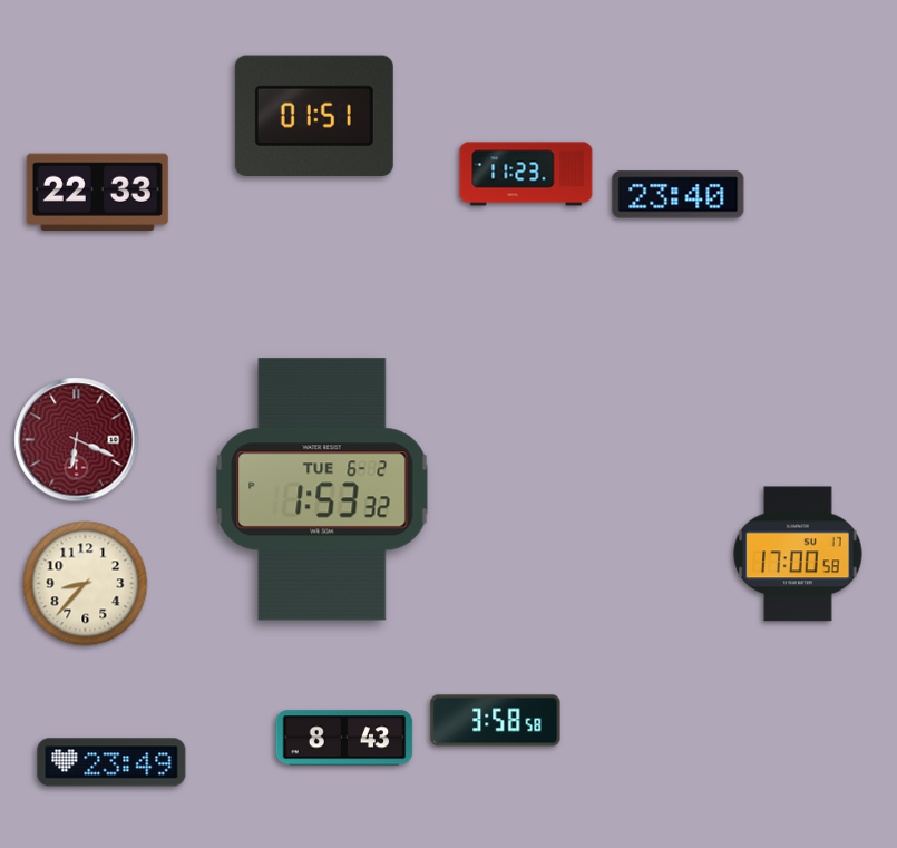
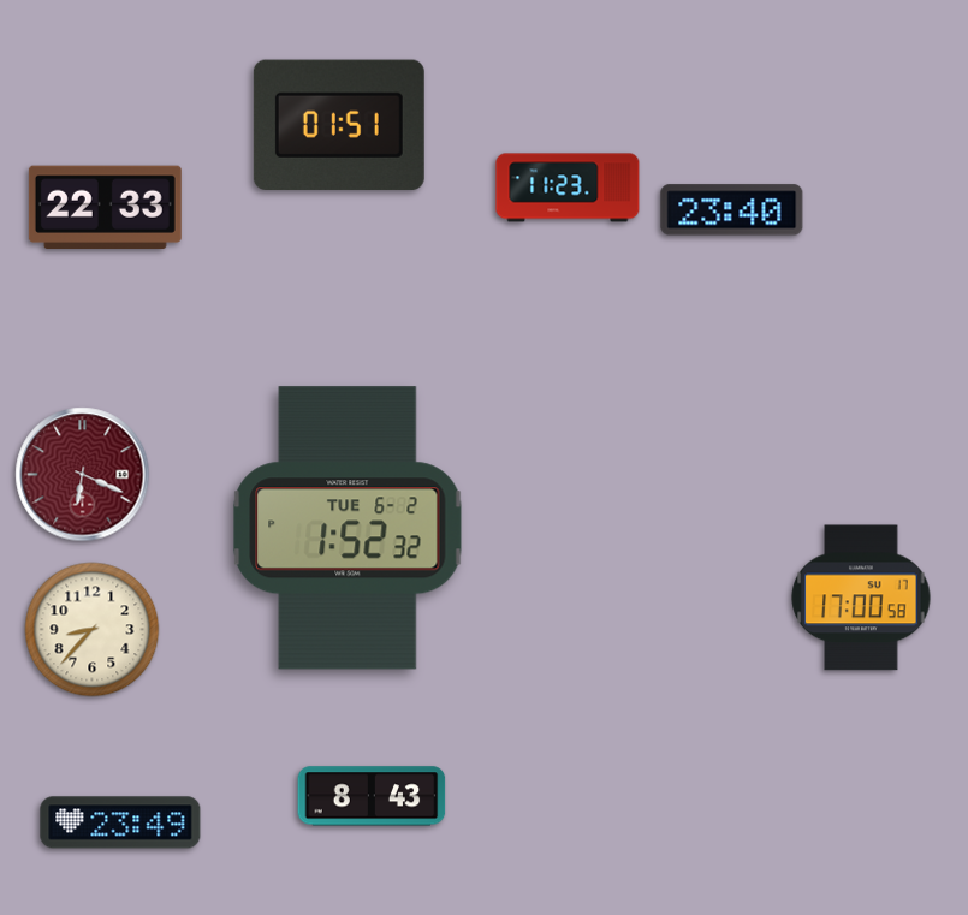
clock at (322, 489): 1:53 -> 1:52
clock at (496, 721): 3:58 -> none
